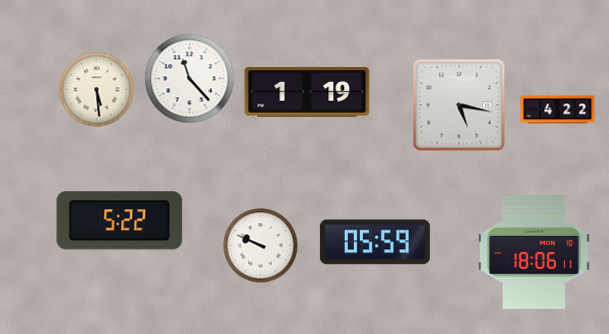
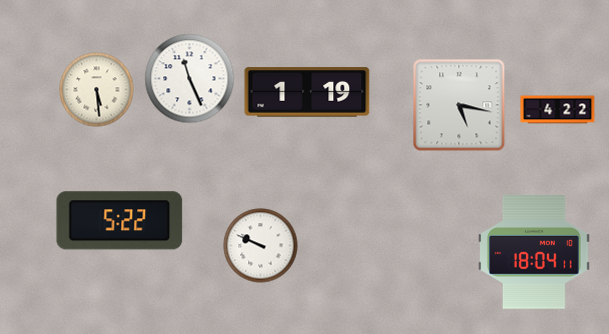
clock at (190, 79): 11:23 -> 11:26
clock at (375, 242): 05:59 -> none
clock at (534, 252): 18:06 -> 18:04
